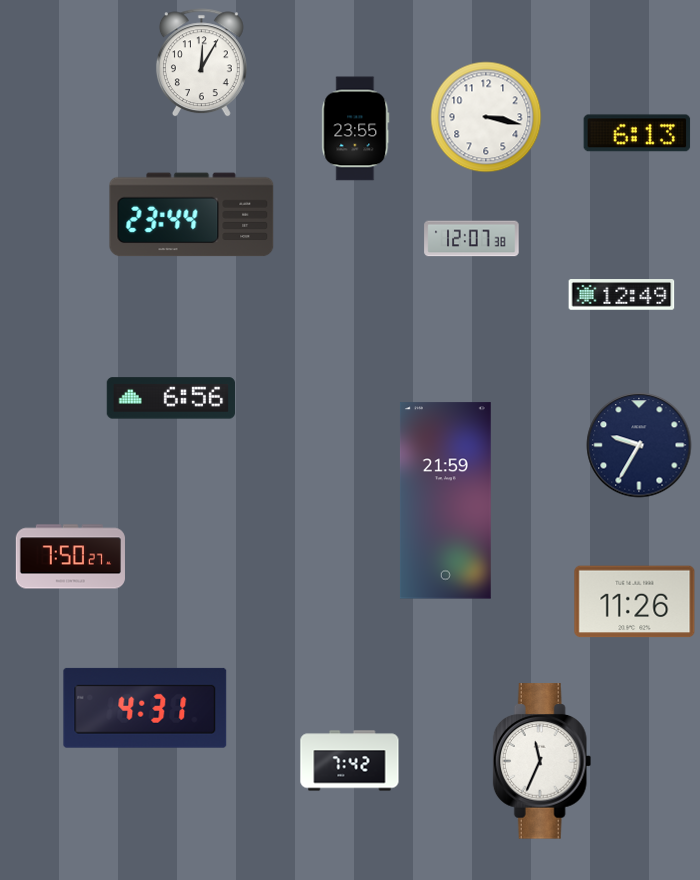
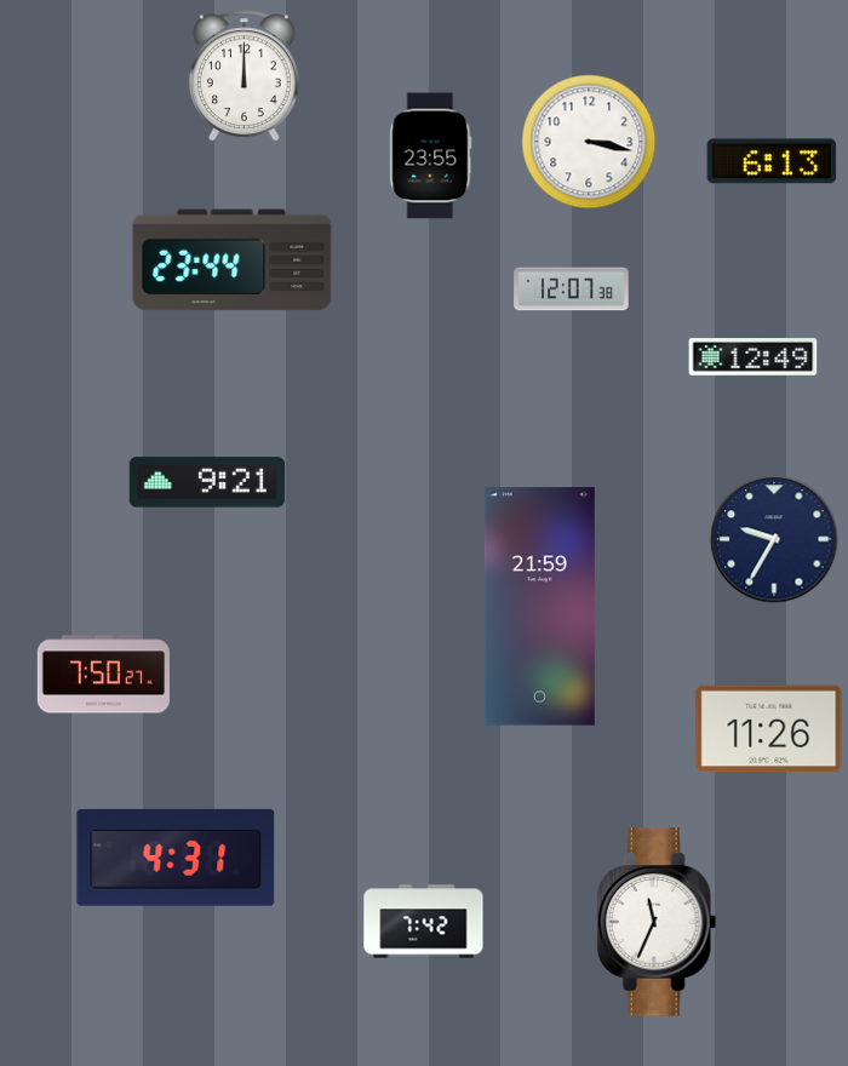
clock at (201, 63): 12:05 -> 12:00
clock at (170, 398): 6:56 -> 9:21
clock at (70, 557) position: (70, 557) -> (103, 675)
